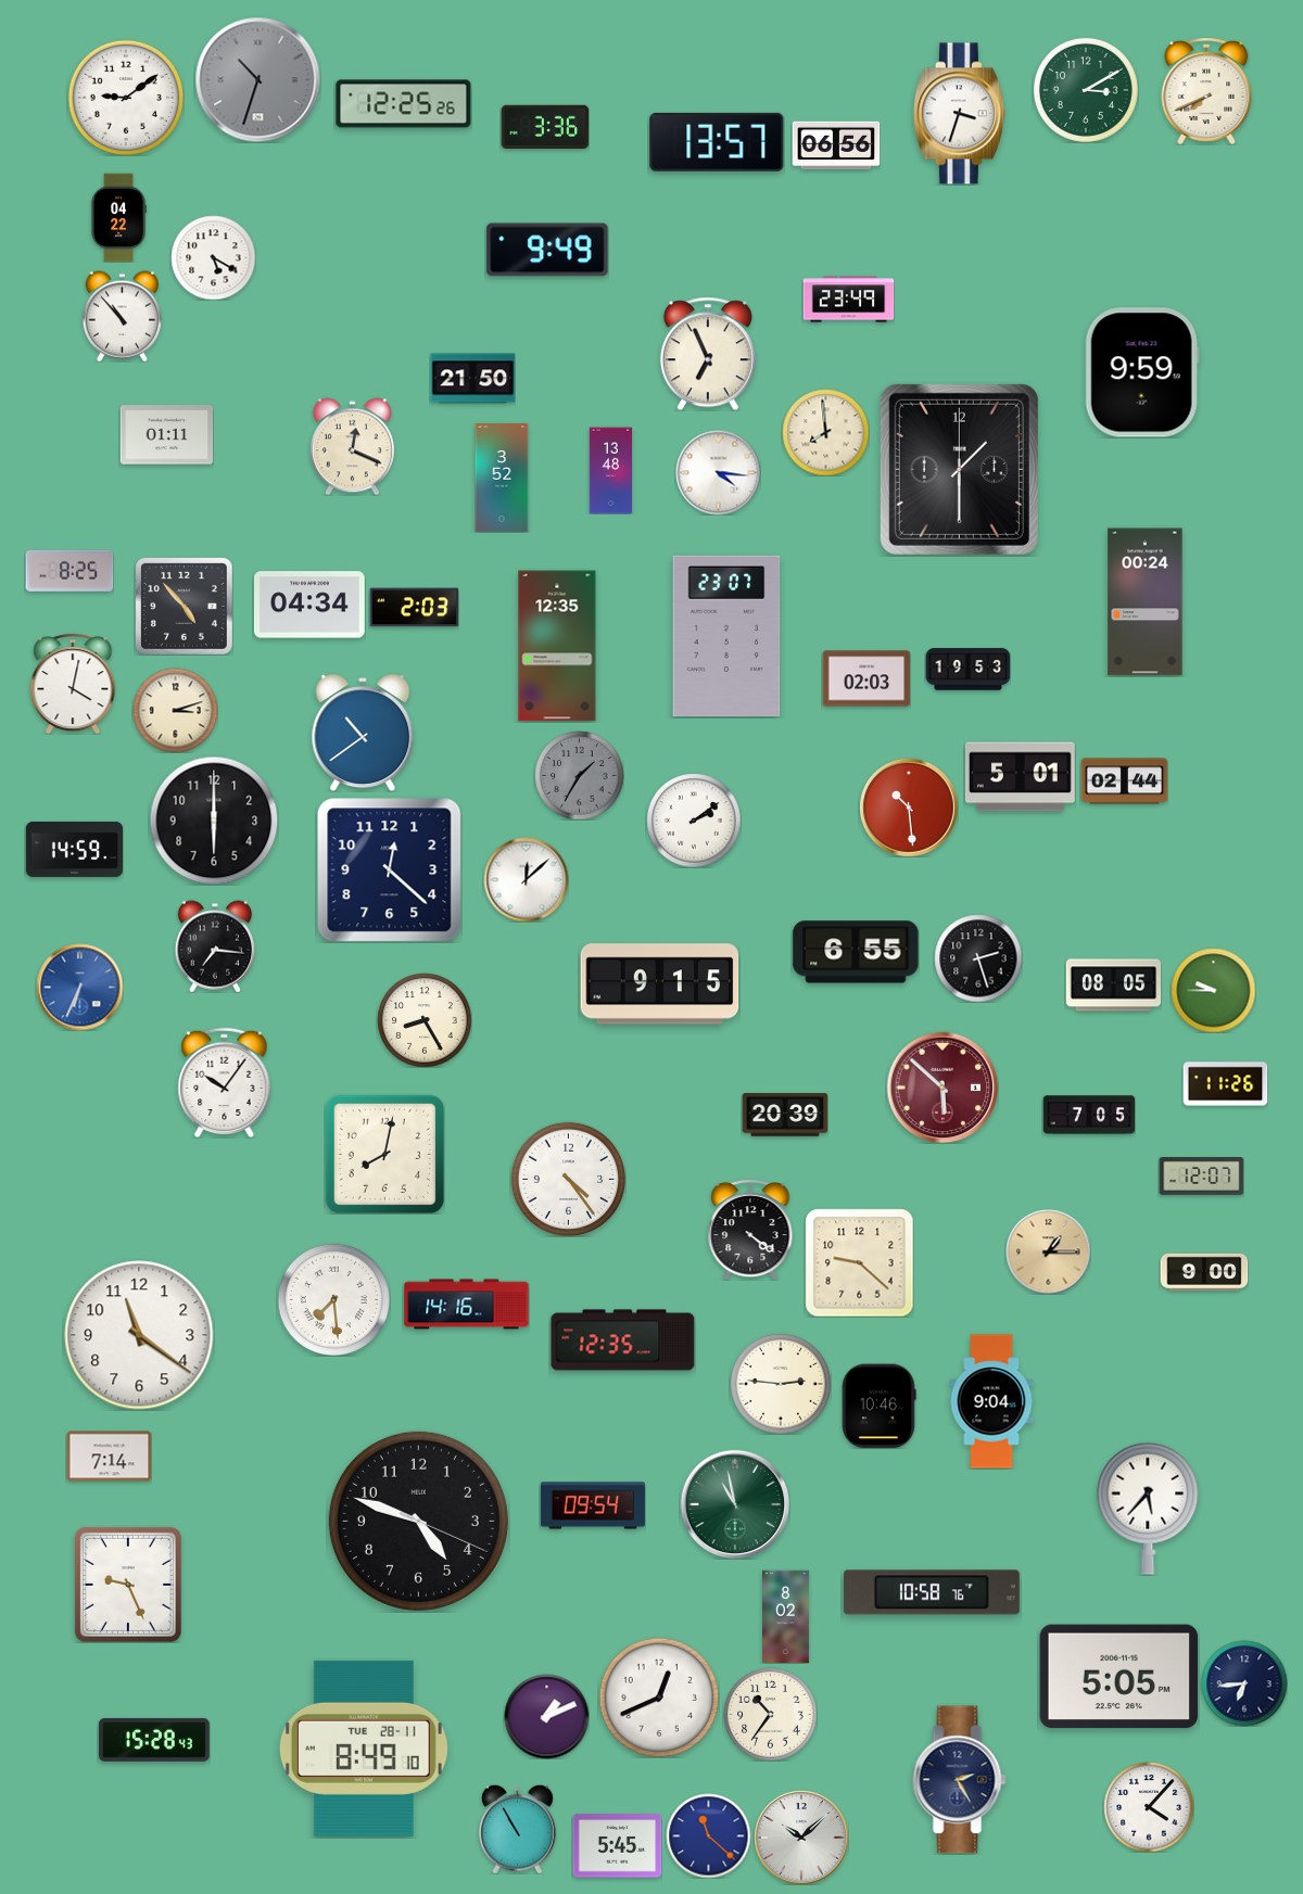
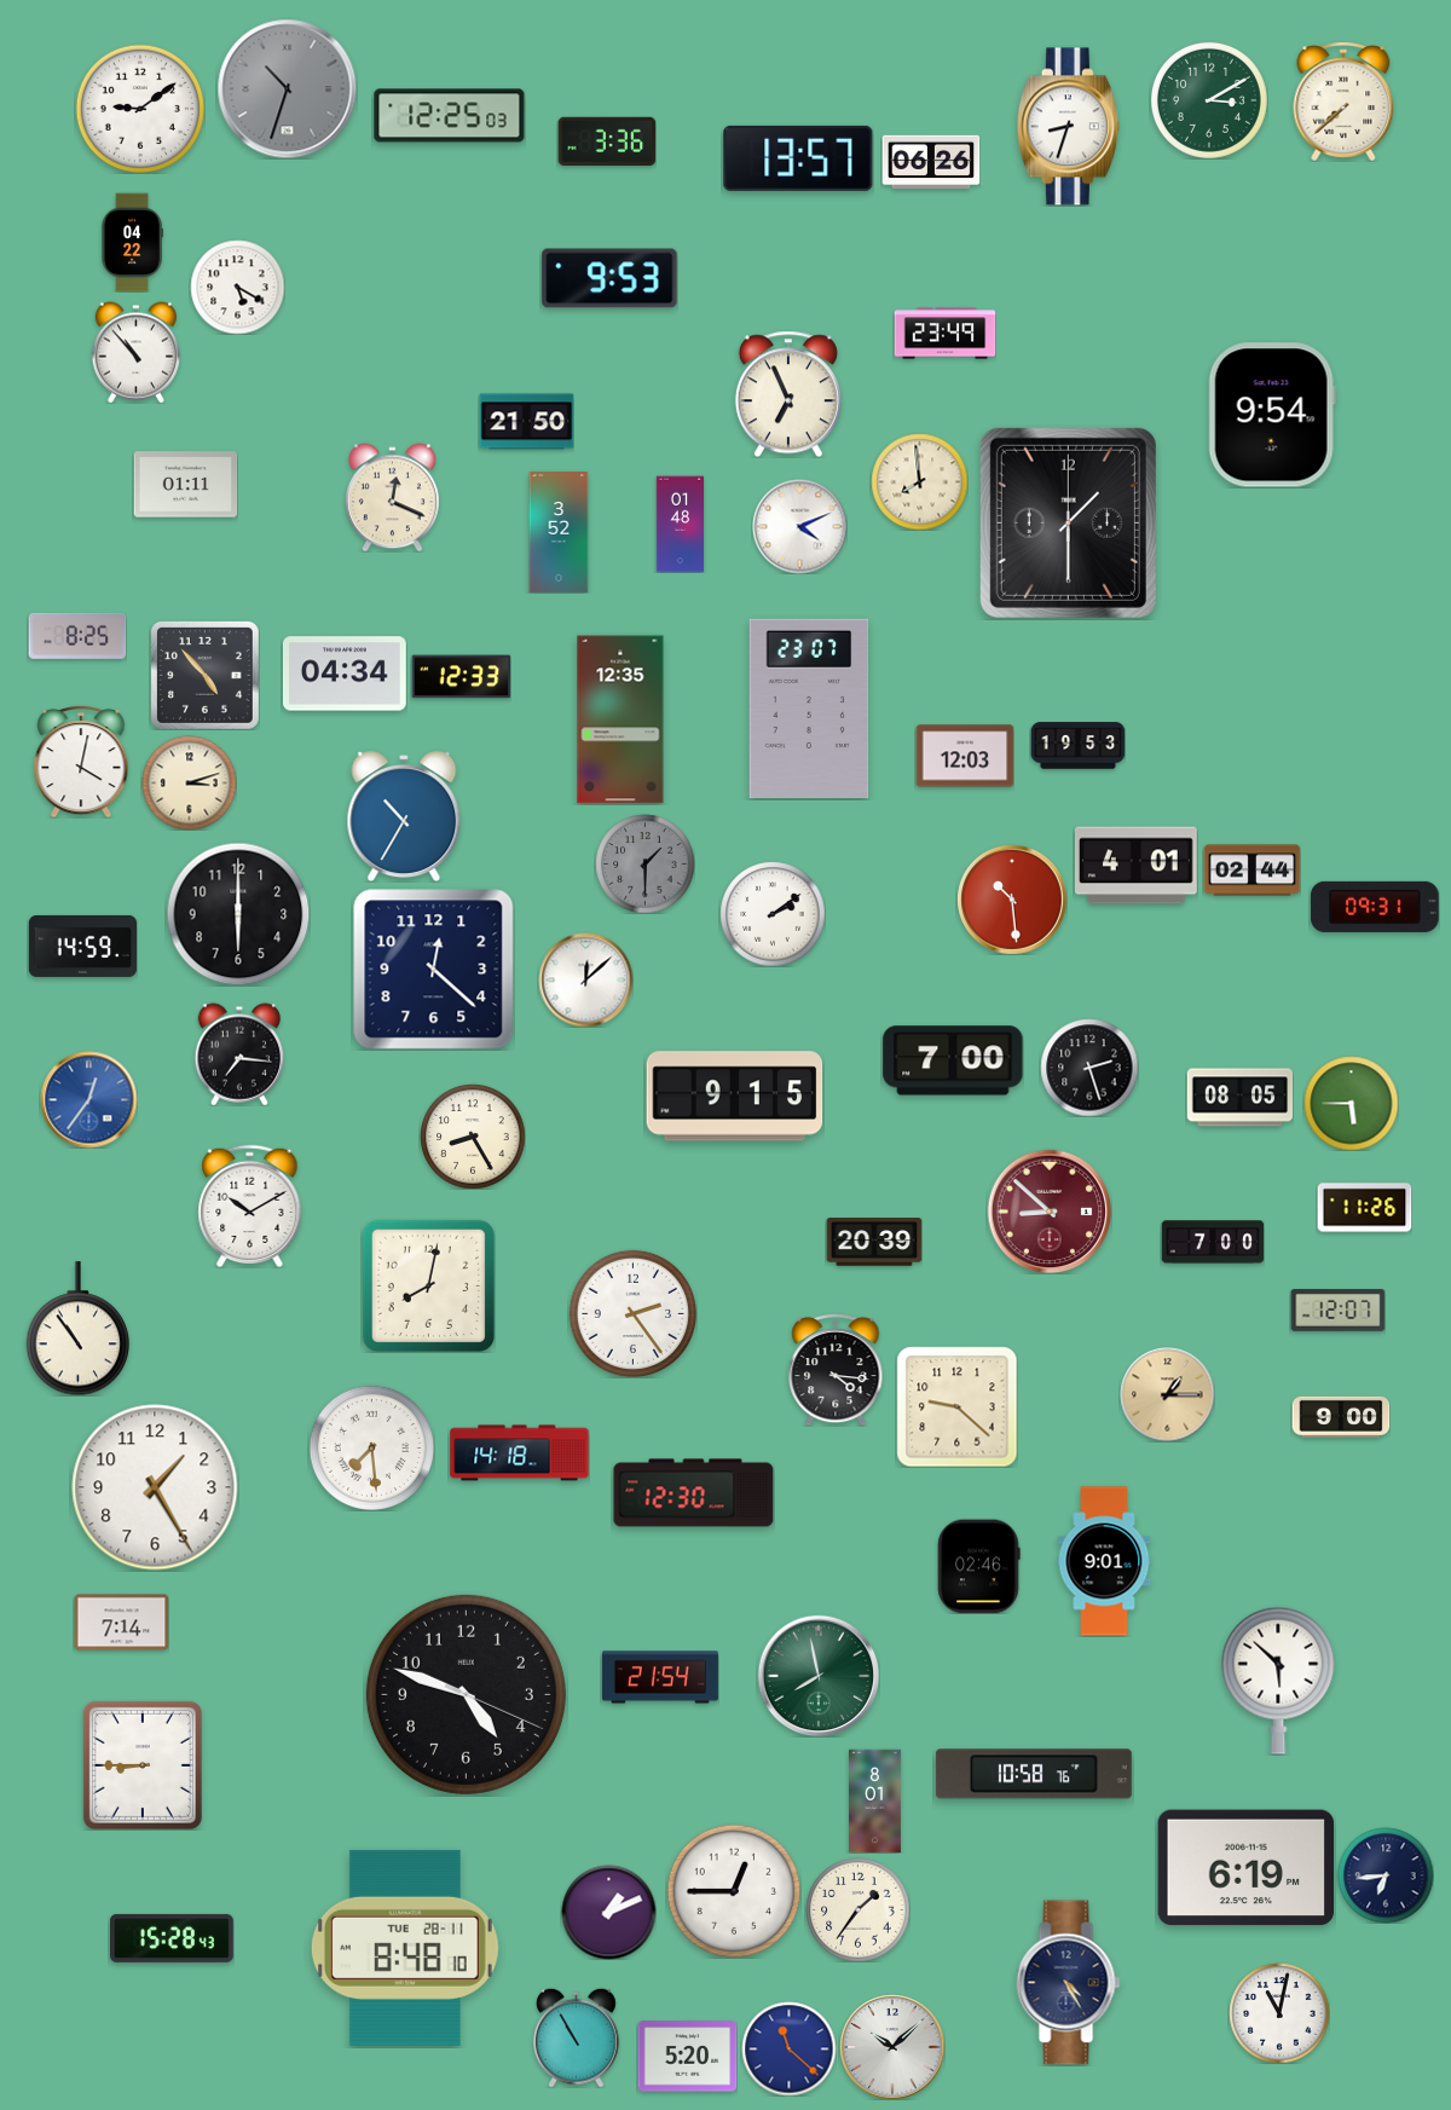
clock at (1206, 91): 7:41 -> 7:38
clock at (404, 104): 12:25:26 -> 12:25:03
clock at (959, 114): 3:33 -> 8:33
clock at (836, 145): 06:56 -> 06:26
clock at (547, 250): 9:49 -> 9:53
clock at (1142, 372): 9:59 -> 9:54
clock at (611, 470): 13:48 -> 01:48
clock at (718, 472): 4:16 -> 4:11
clock at (1146, 602): 00:24 -> none
clock at (414, 608): 2:03 -> 12:33
clock at (866, 678): 02:03 -> 12:03
clock at (175, 710) position: (175, 710) -> (189, 782)
clock at (363, 733): 10:39 -> 10:35
clock at (579, 775): 1:35 -> 1:30
clock at (1020, 777): 5:01 -> 4:01
clock at (1375, 907): none -> 09:31
clock at (856, 952): 6:55 -> 7:00
clock at (79, 987): 6:34 -> 12:36
clock at (1213, 990): 9:45 -> 5:45
clock at (225, 1082): 10:06 -> 10:10
clock at (943, 1088): 5:52 -> 8:52
clock at (1089, 1115): 7:05 -> 7:00
clock at (568, 1179): 4:24 -> 2:24
clock at (79, 1329): none -> 10:54
clock at (750, 1230): 4:21 -> 4:16
clock at (467, 1305): 14:16 -> 14:18
clock at (139, 1335): 11:21 -> 1:25
clock at (623, 1340): 12:35 -> 12:30
clock at (781, 1384): 2:46 -> none
clock at (991, 1401): 9:04 -> 9:01
clock at (880, 1406): 10:46 -> 02:46
clock at (735, 1504): 10:58 -> 7:58
clock at (593, 1505): 09:54 -> 21:54
clock at (1148, 1509): 5:37 -> 5:52
clock at (128, 1585): 9:26 -> 8:45
clock at (932, 1592) position: (932, 1592) -> (1034, 1774)
clock at (786, 1616): 8:02 -> 8:01
clock at (1119, 1677): 5:05 -> 6:19
clock at (659, 1698): 12:41 -> 12:45
clock at (770, 1714): 10:36 -> 1:36
clock at (364, 1749): 8:49 -> 8:48
clock at (960, 1780): 2:25 -> 4:25
clock at (1149, 1807): 4:07 -> 11:02
clock at (708, 1835) position: (708, 1835) -> (788, 2048)
clock at (617, 1846): 5:45 -> 5:20
